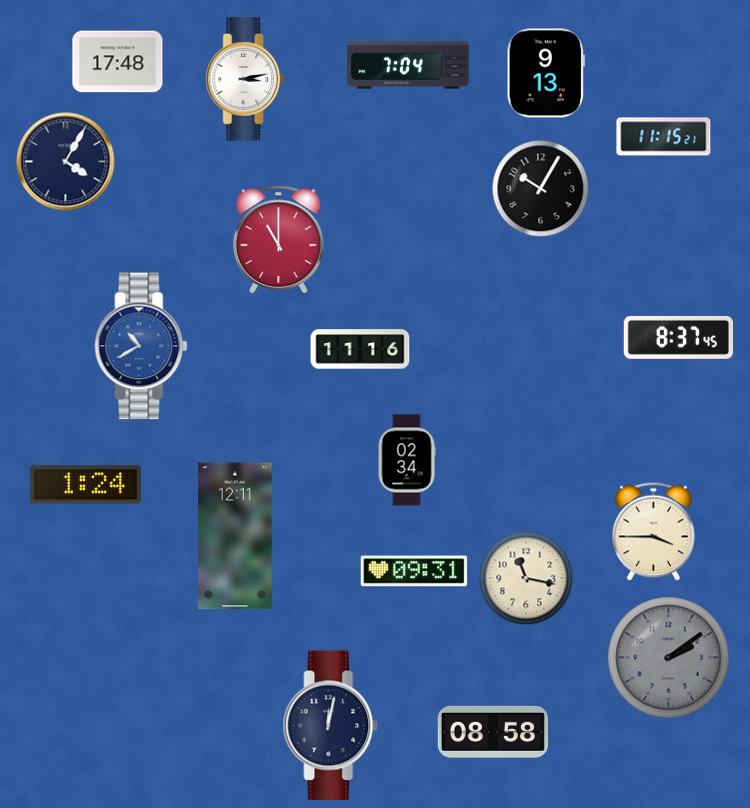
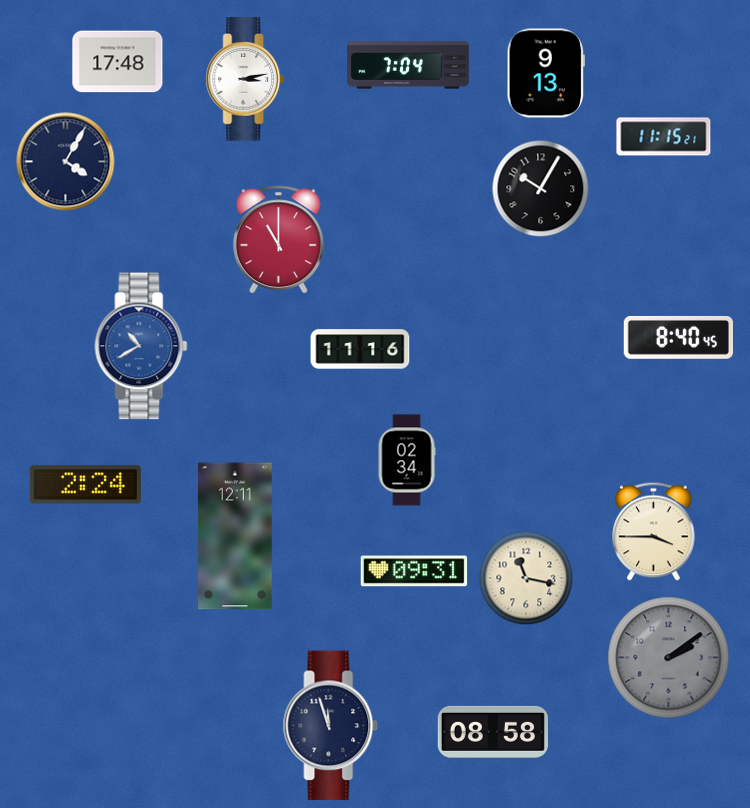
clock at (678, 338): 8:37 -> 8:40
clock at (85, 485): 1:24 -> 2:24
clock at (331, 726): 12:02 -> 11:57
